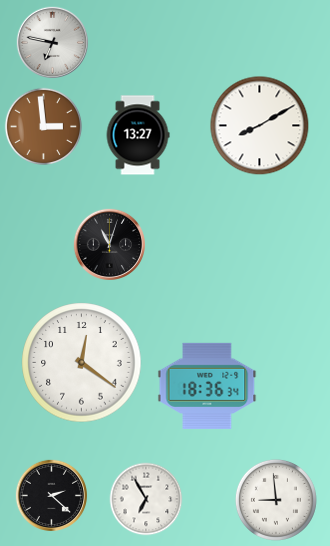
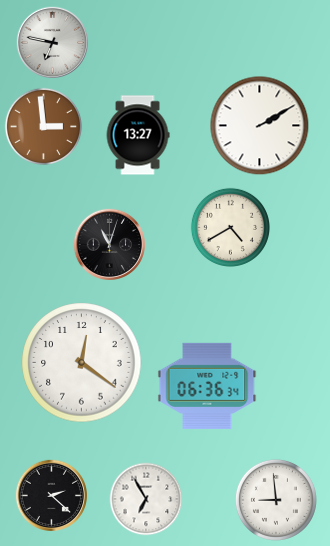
clock at (260, 126): 8:10 -> 2:10
clock at (230, 227): none -> 4:40
clock at (207, 386): 18:36 -> 06:36
